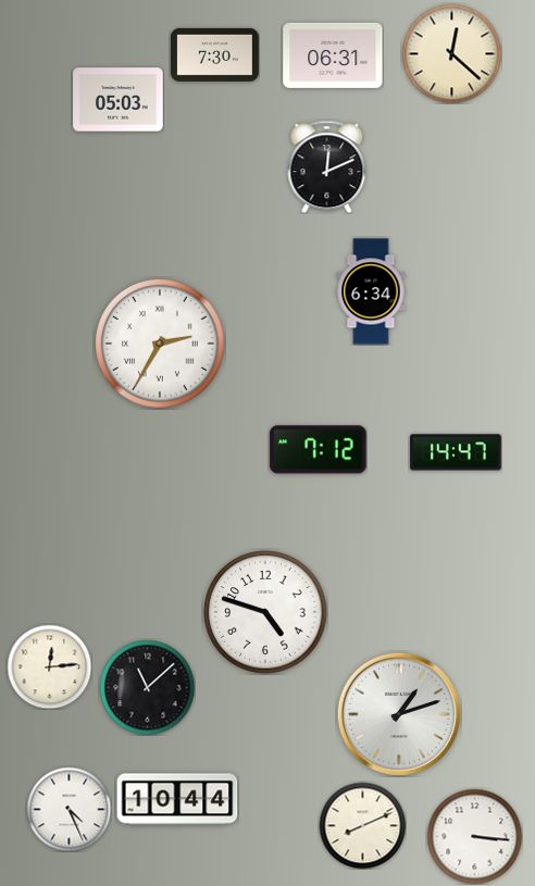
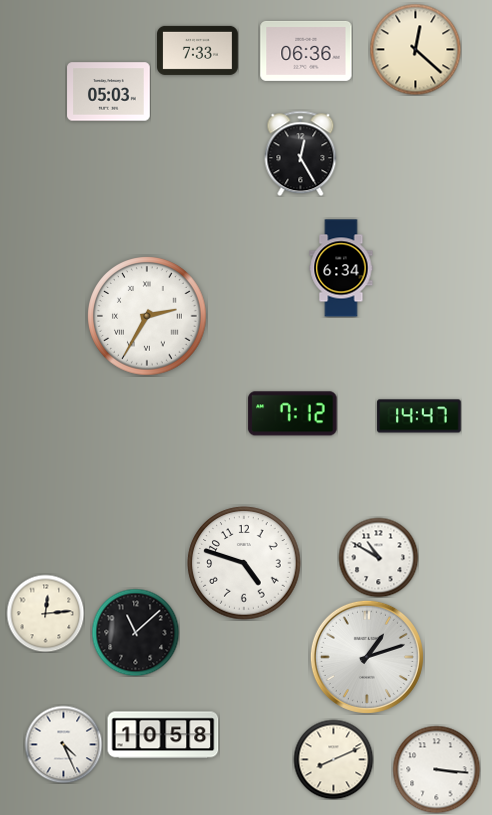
clock at (215, 54): 7:30 -> 7:33
clock at (333, 55): 06:31 -> 06:36
clock at (327, 166): 12:11 -> 12:25
clock at (378, 557): none -> 10:50
clock at (177, 799): 10:44 -> 10:58
